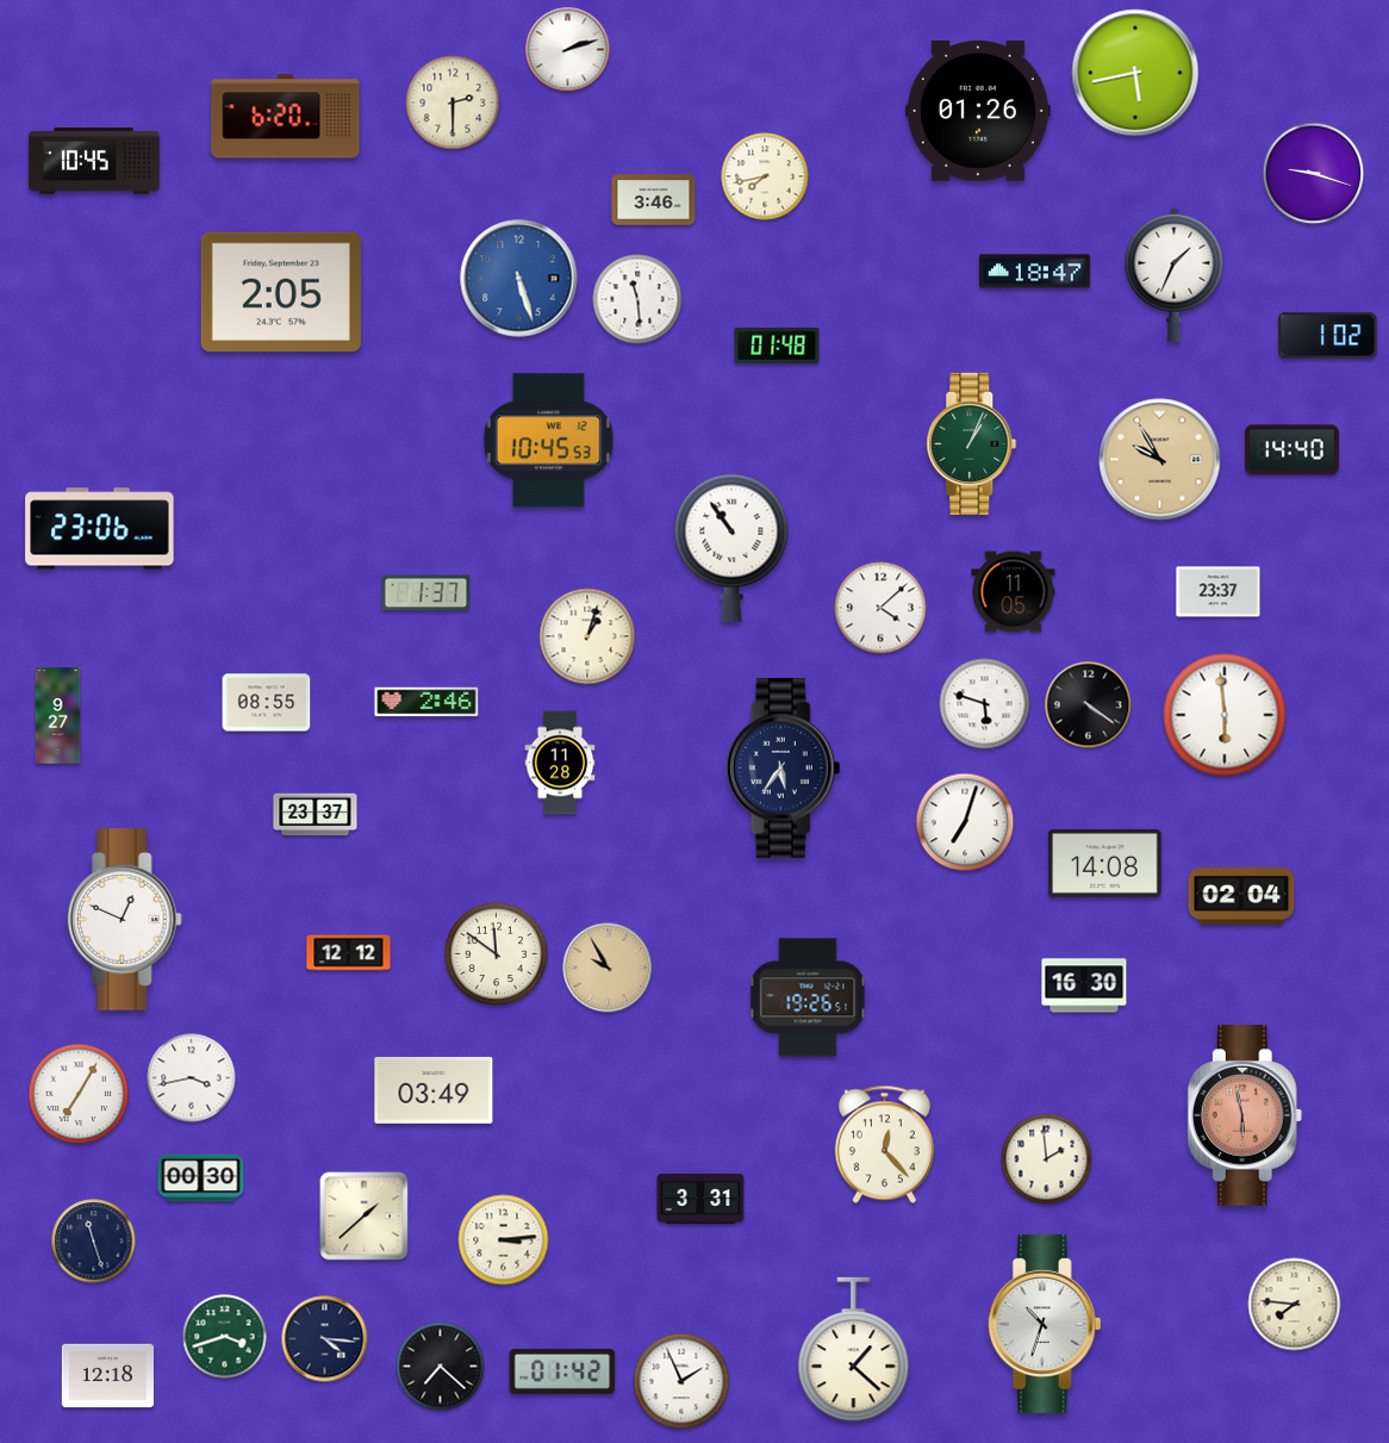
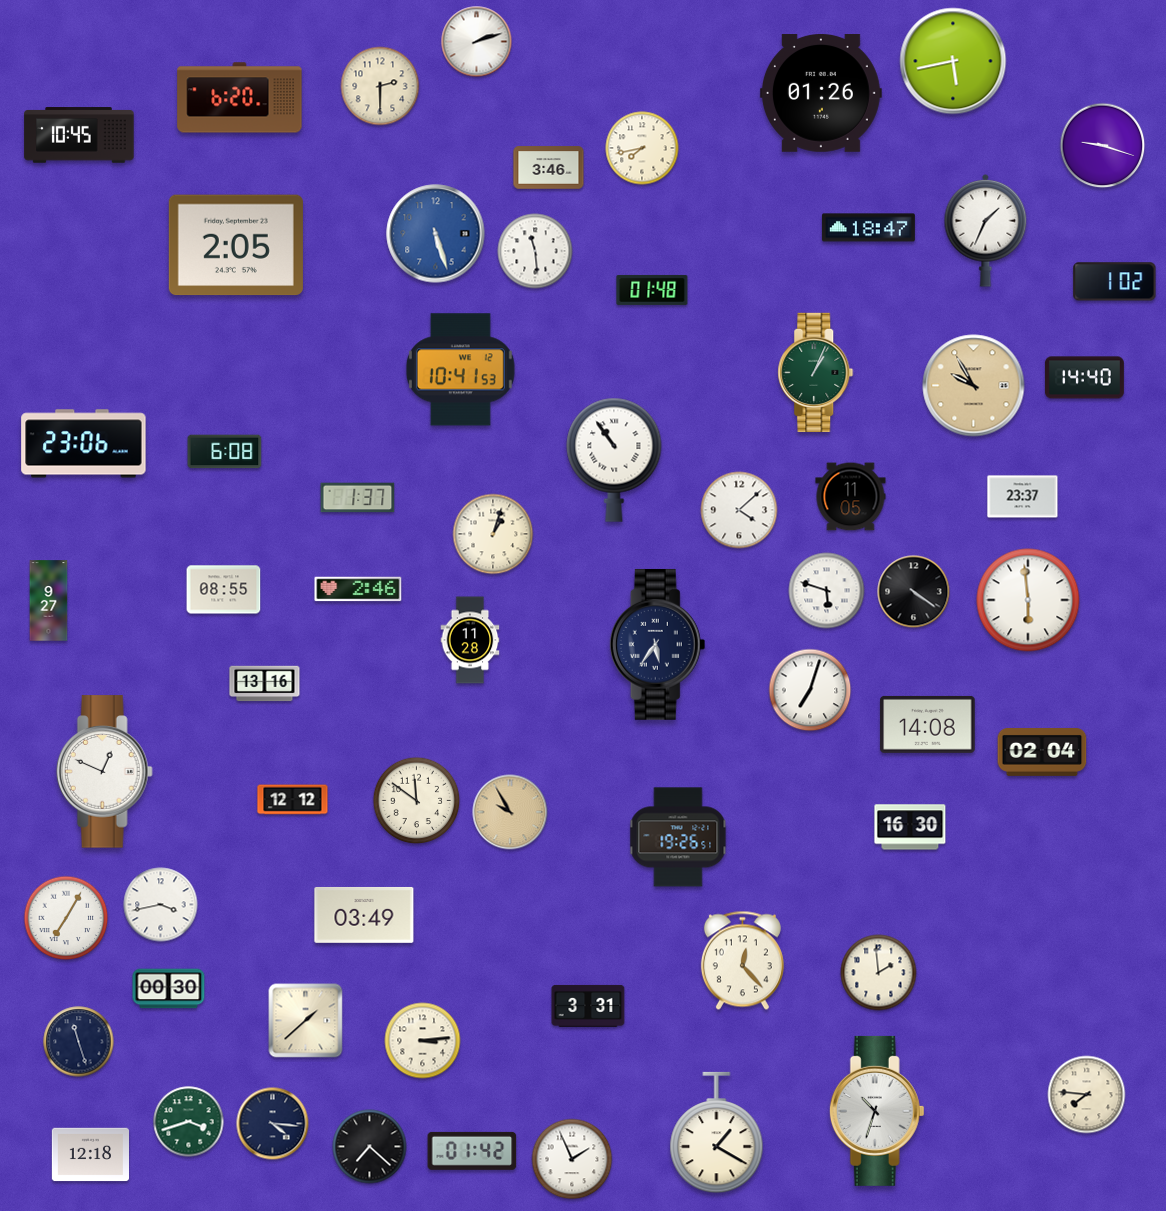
clock at (548, 441): 10:45 -> 10:41
clock at (225, 452): none -> 6:08
clock at (316, 815): 23:37 -> 13:16
clock at (1245, 1115): 5:58 -> none
clock at (854, 1350): 1:22 -> 1:20
